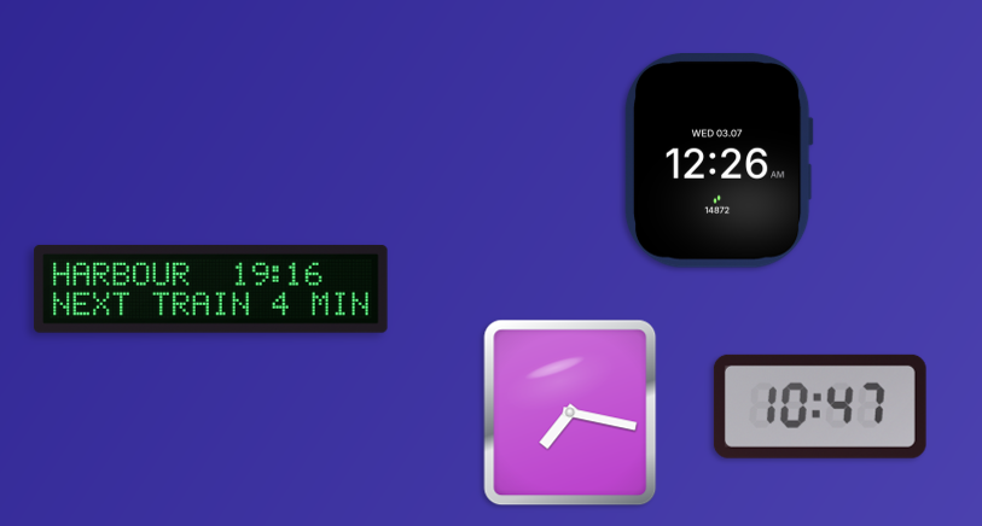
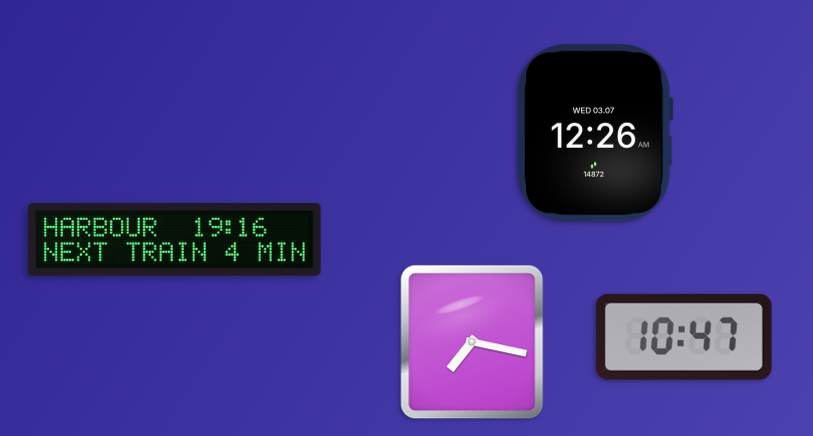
clock at (820, 407) position: (820, 407) -> (684, 337)
